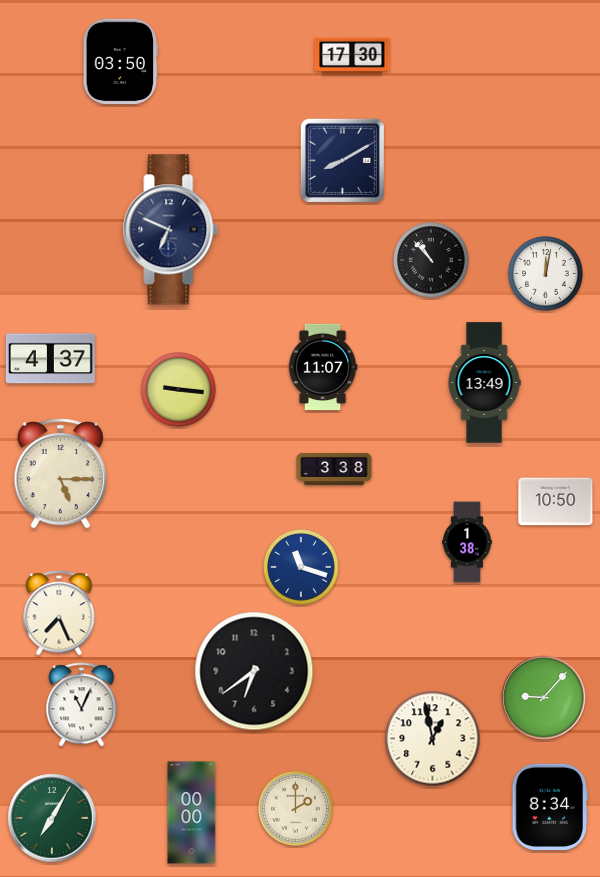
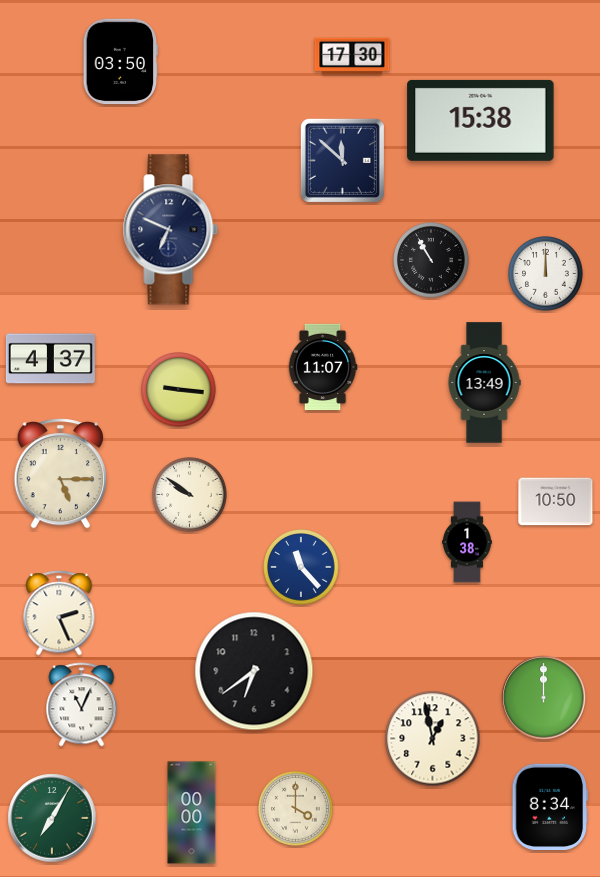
clock at (481, 120): none -> 15:38
clock at (342, 160): 8:10 -> 11:52
clock at (431, 260): 10:53 -> 10:55
clock at (546, 274): 12:02 -> 12:00
clock at (334, 469): 3:38 -> none
clock at (190, 495): none -> 9:51
clock at (301, 567): 11:18 -> 11:23
clock at (59, 613): 7:26 -> 2:26
clock at (544, 698): 9:07 -> 12:00
clock at (296, 809): 2:00 -> 4:00
